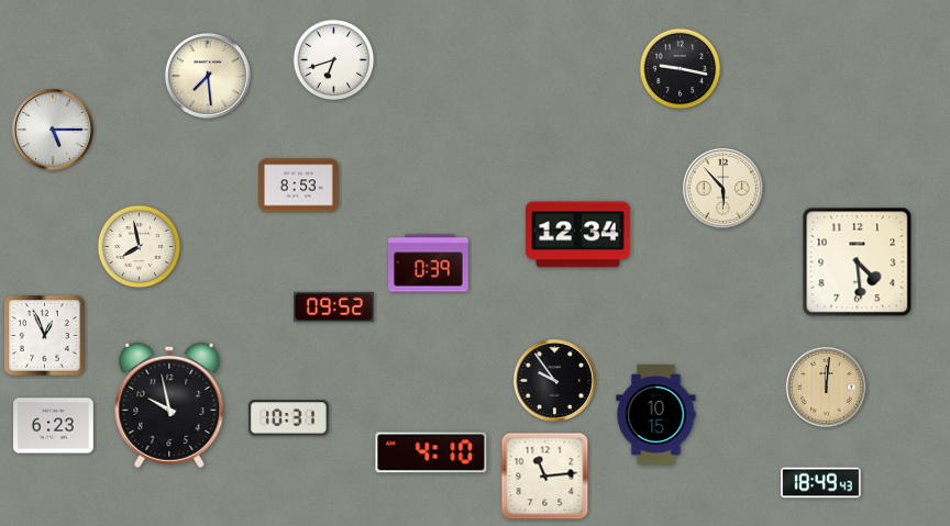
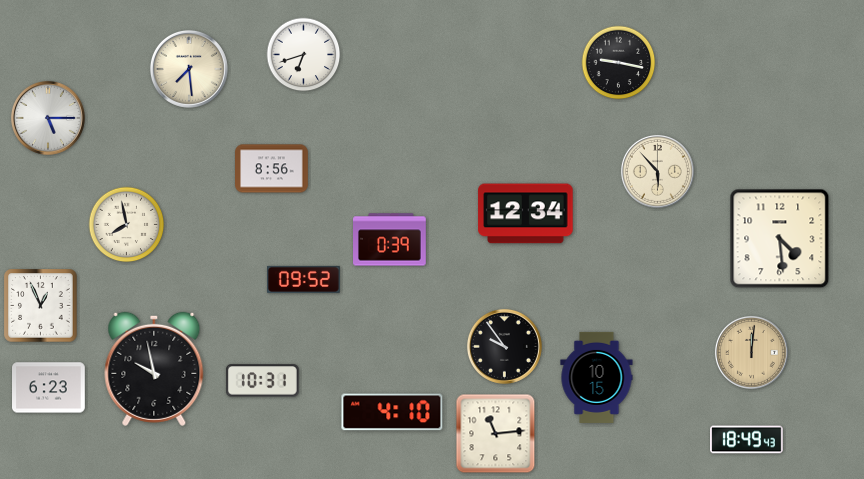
clock at (299, 186): 8:53 -> 8:56
